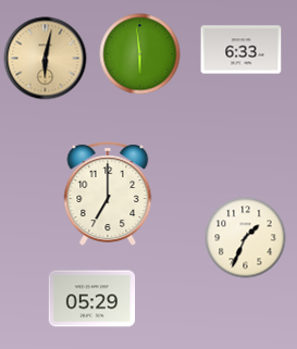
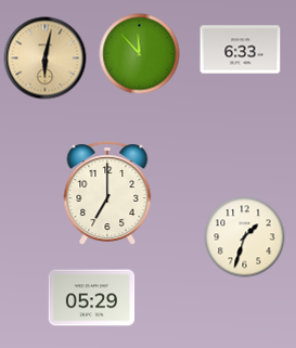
clock at (140, 54): 5:59 -> 11:53
clock at (246, 238): 1:34 -> 1:33
